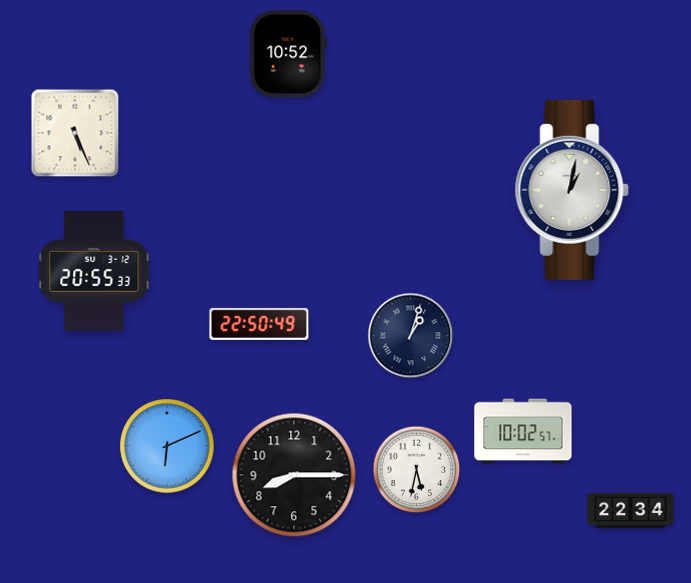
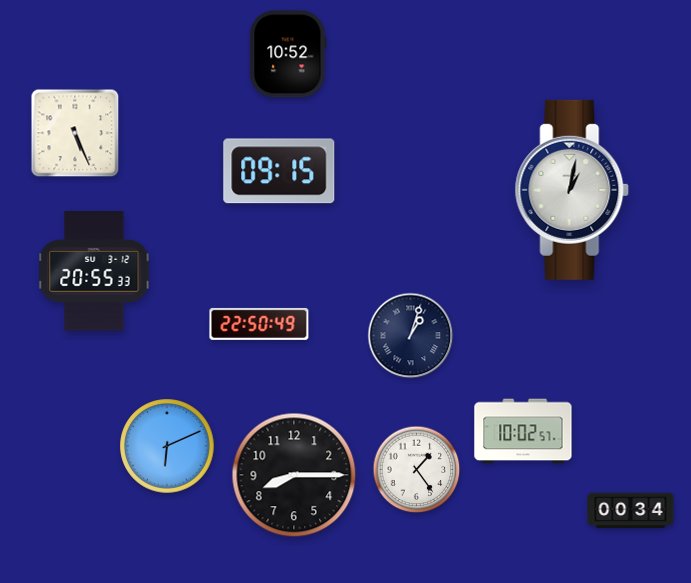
clock at (279, 171): none -> 09:15
clock at (417, 470): 5:32 -> 1:24
clock at (631, 511): 22:34 -> 00:34
